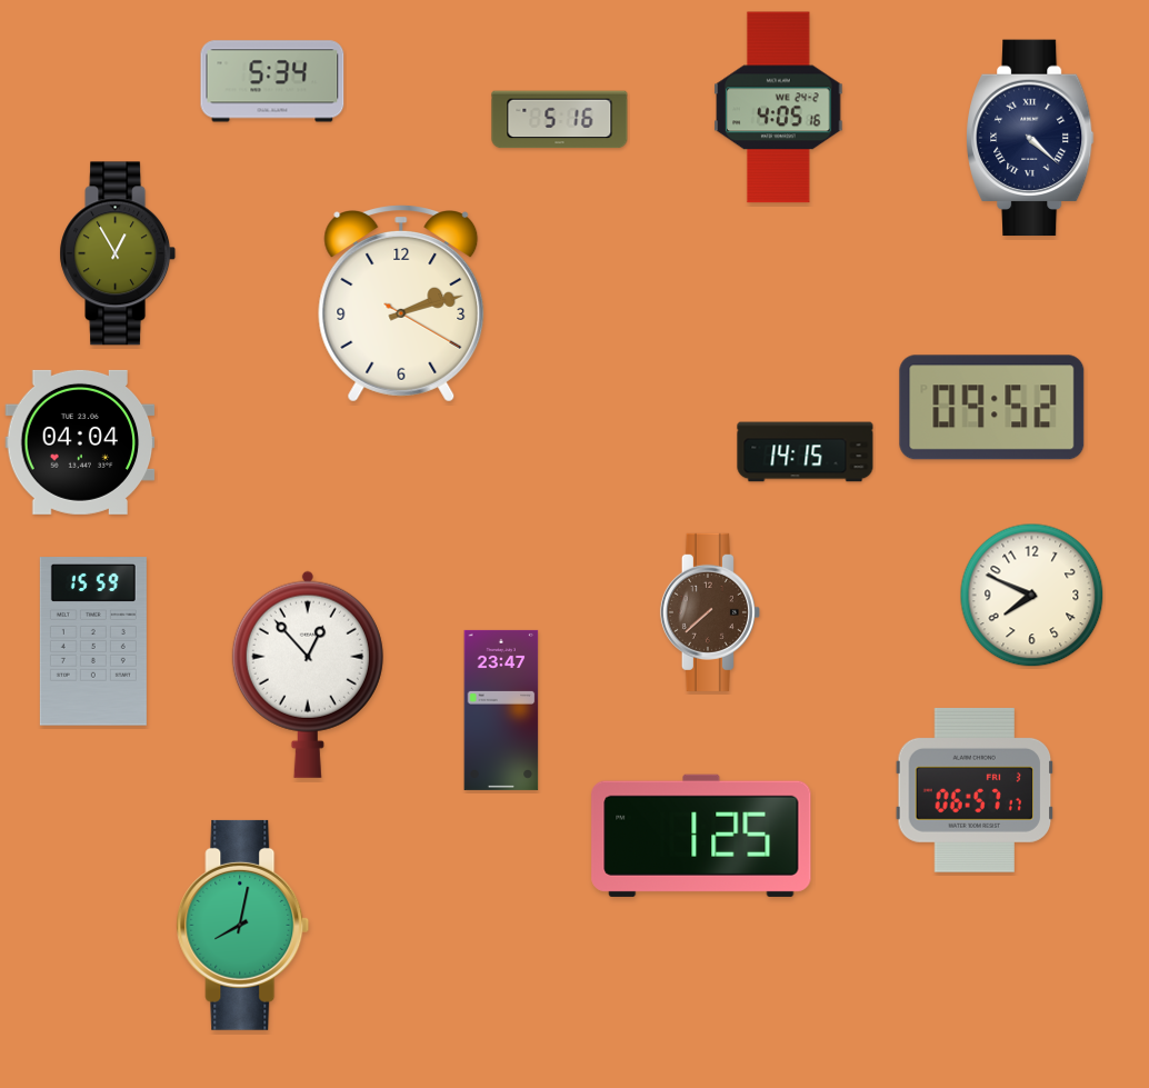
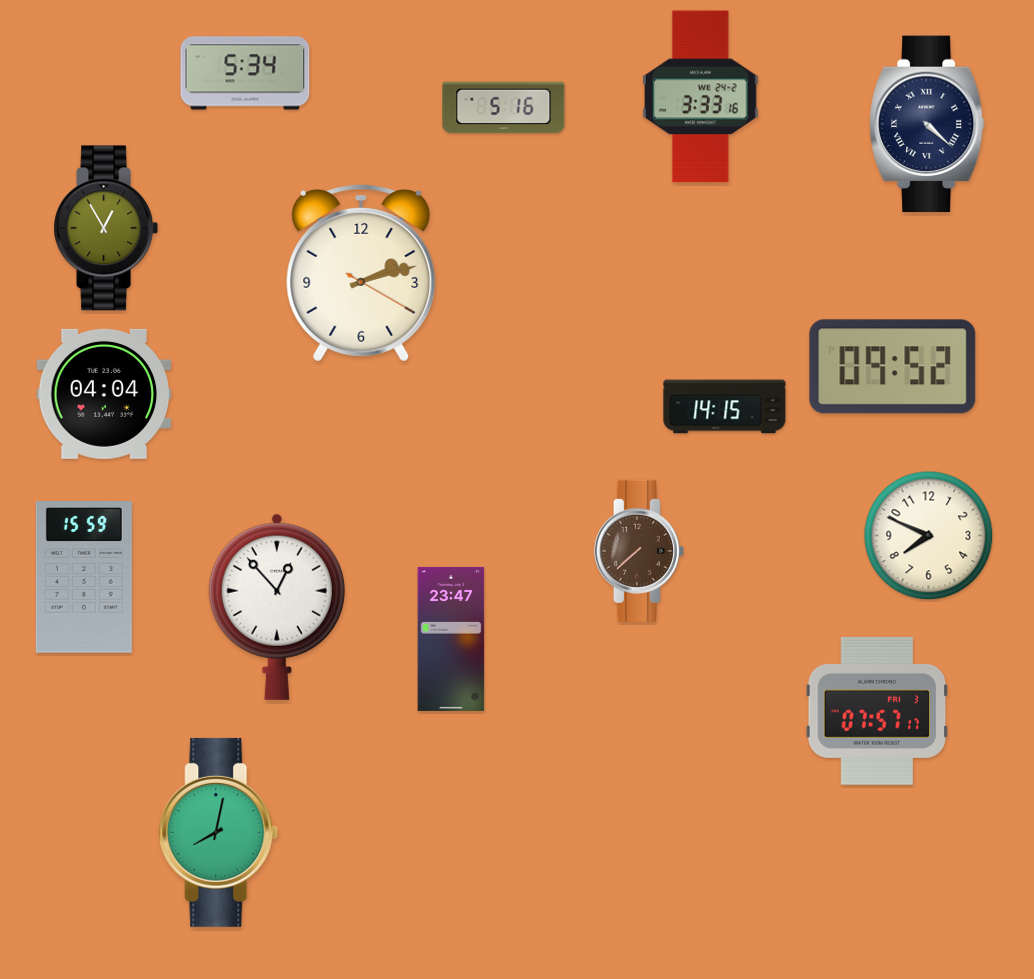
clock at (779, 108): 4:05 -> 3:33
clock at (80, 442) position: (80, 442) -> (104, 394)
clock at (975, 790): 06:57 -> 07:57
clock at (701, 836): 1:25 -> none
